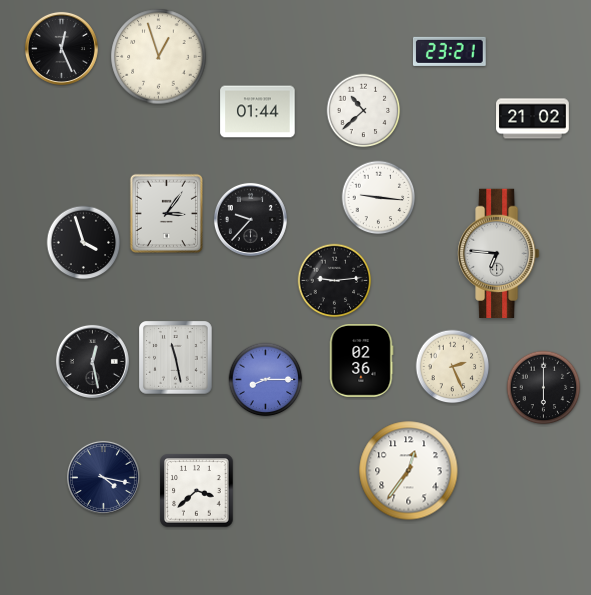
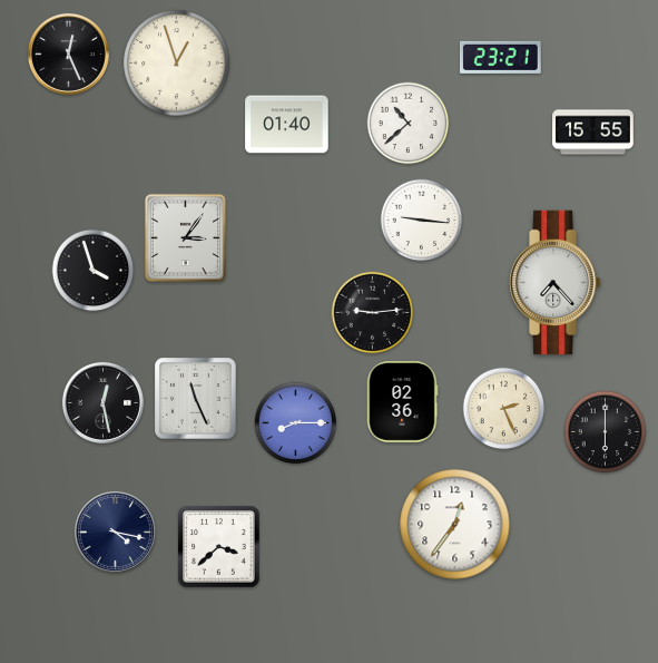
clock at (364, 111) position: (364, 111) -> (409, 124)
clock at (258, 112): 01:44 -> 01:40
clock at (533, 119): 21:02 -> 15:55
clock at (250, 219): 9:37 -> none
clock at (499, 253): 6:46 -> 7:23
clock at (176, 358): 11:28 -> 11:26
